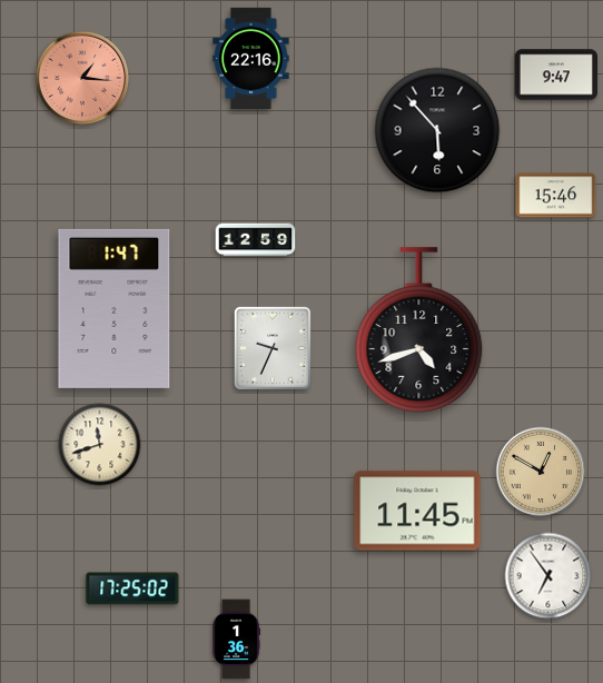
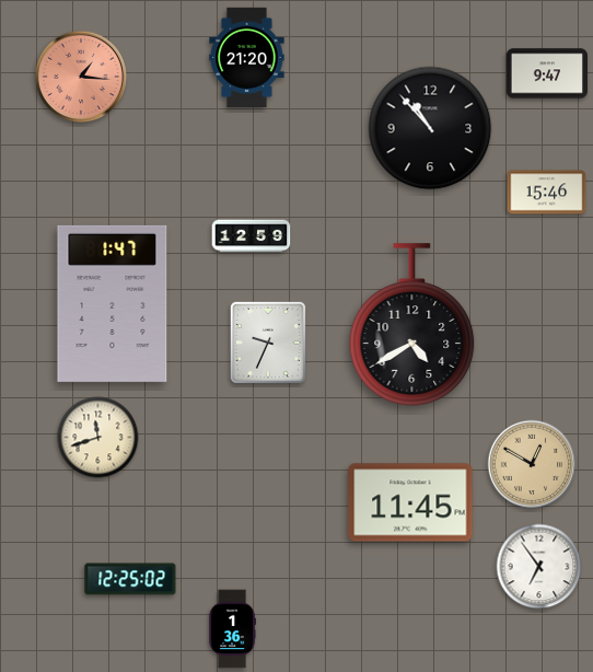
clock at (251, 58): 22:16 -> 21:20
clock at (437, 130): 5:53 -> 10:53
clock at (419, 330): 4:42 -> 4:40
clock at (132, 588): 17:25 -> 12:25
